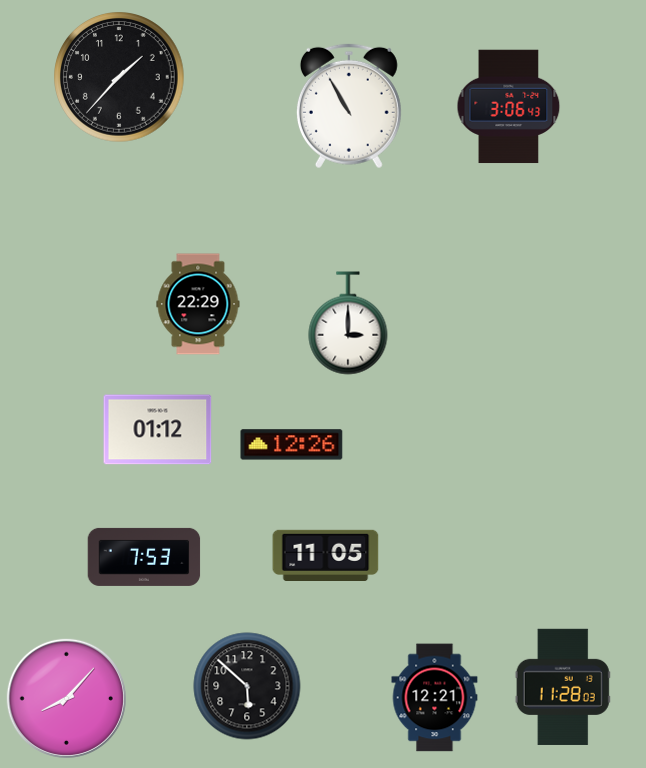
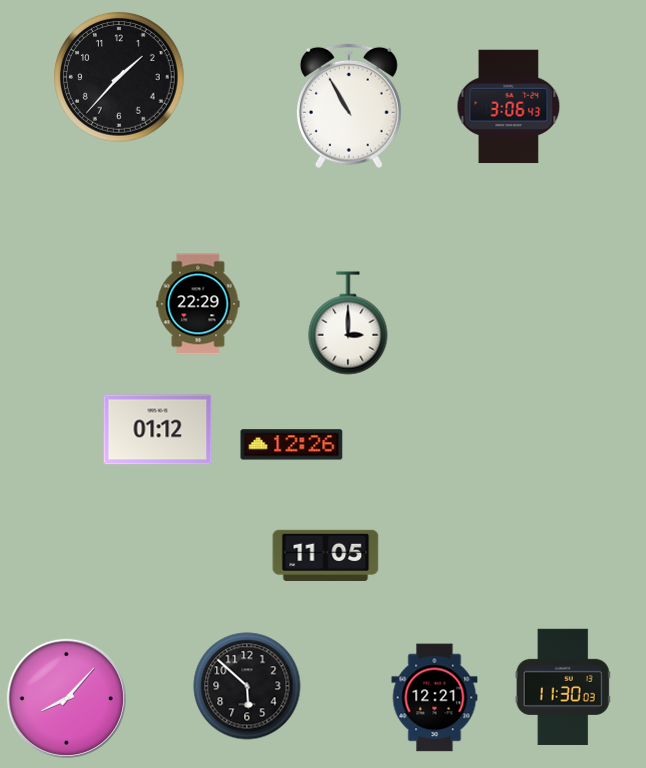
clock at (144, 557): 7:53 -> none
clock at (563, 687): 11:28 -> 11:30
